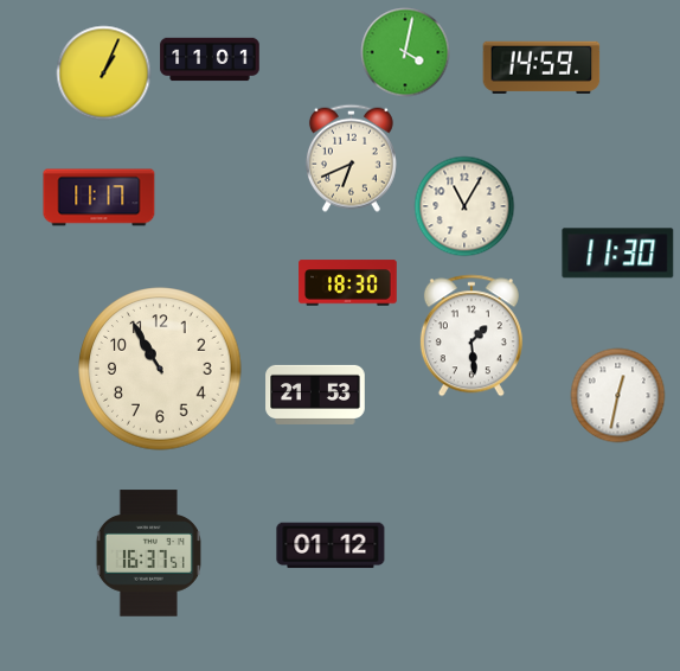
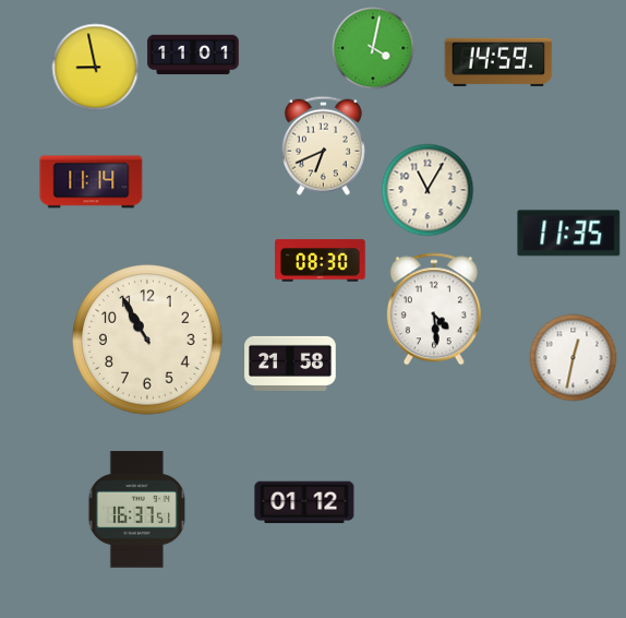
clock at (104, 74): 1:04 -> 8:58
clock at (100, 198): 11:17 -> 11:14
clock at (618, 254): 11:30 -> 11:35
clock at (348, 283): 18:30 -> 08:30
clock at (471, 335): 1:29 -> 4:29
clock at (315, 395): 21:53 -> 21:58
clock at (618, 396) position: (618, 396) -> (574, 358)
